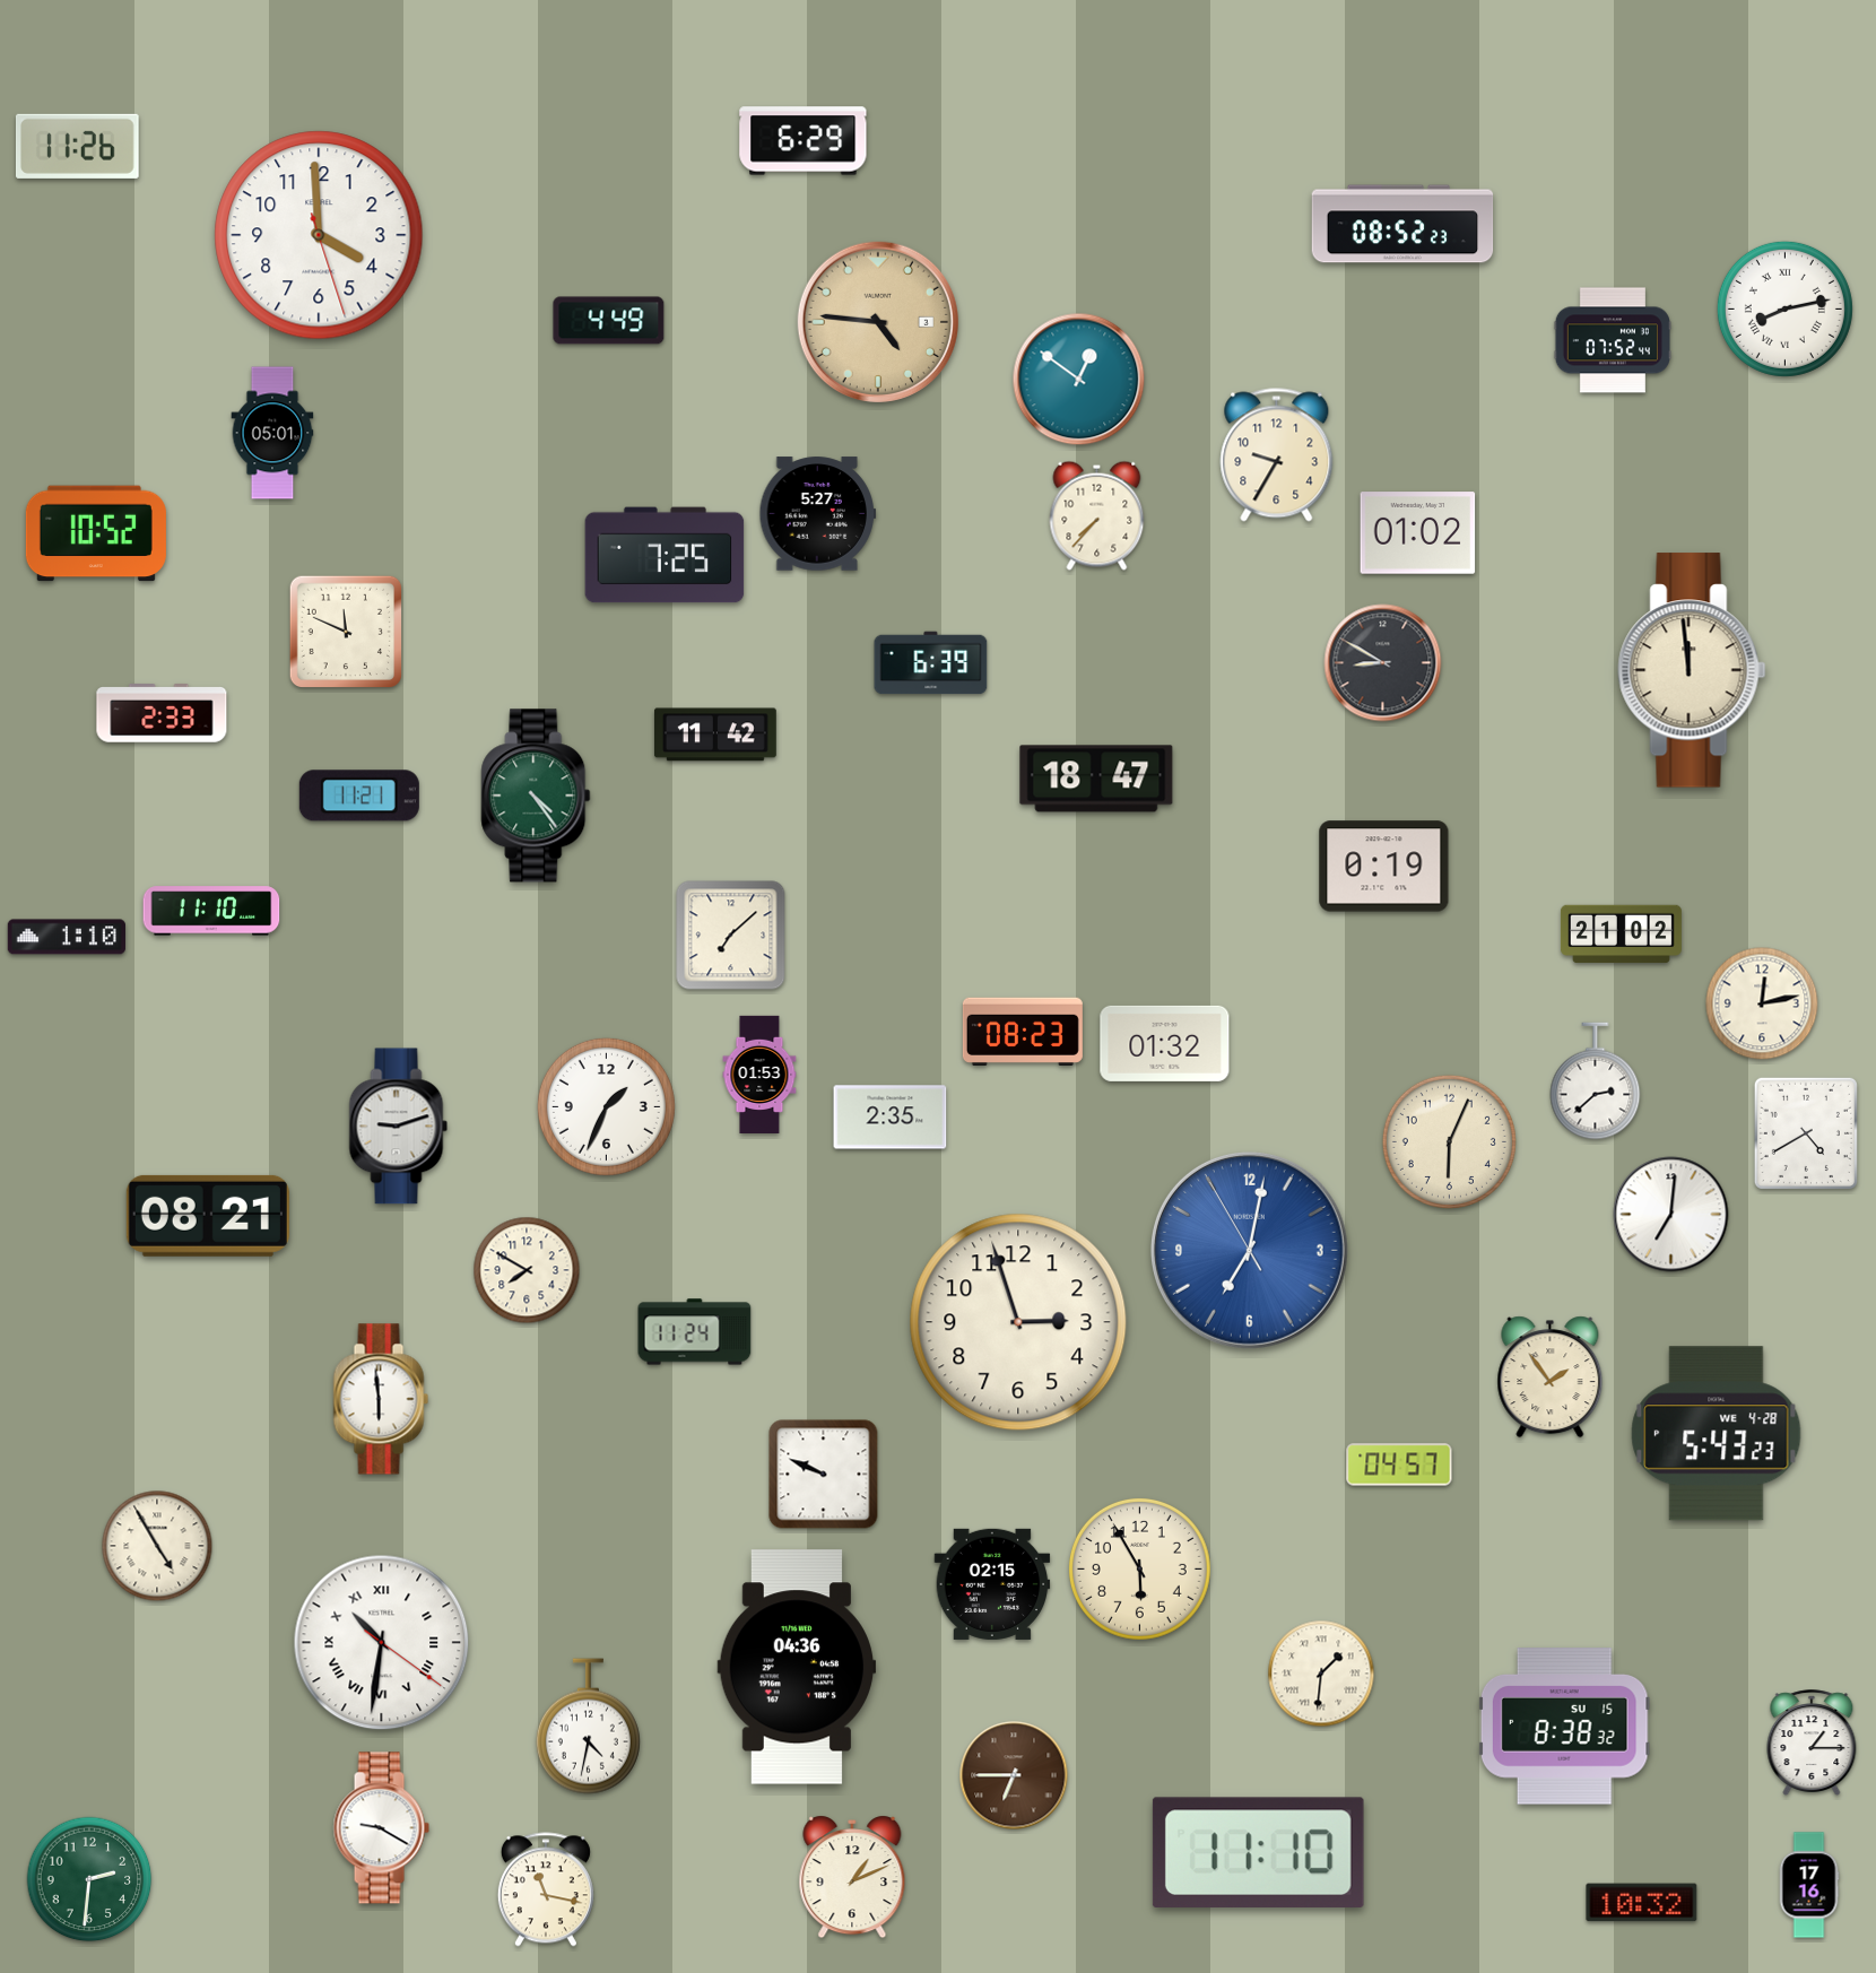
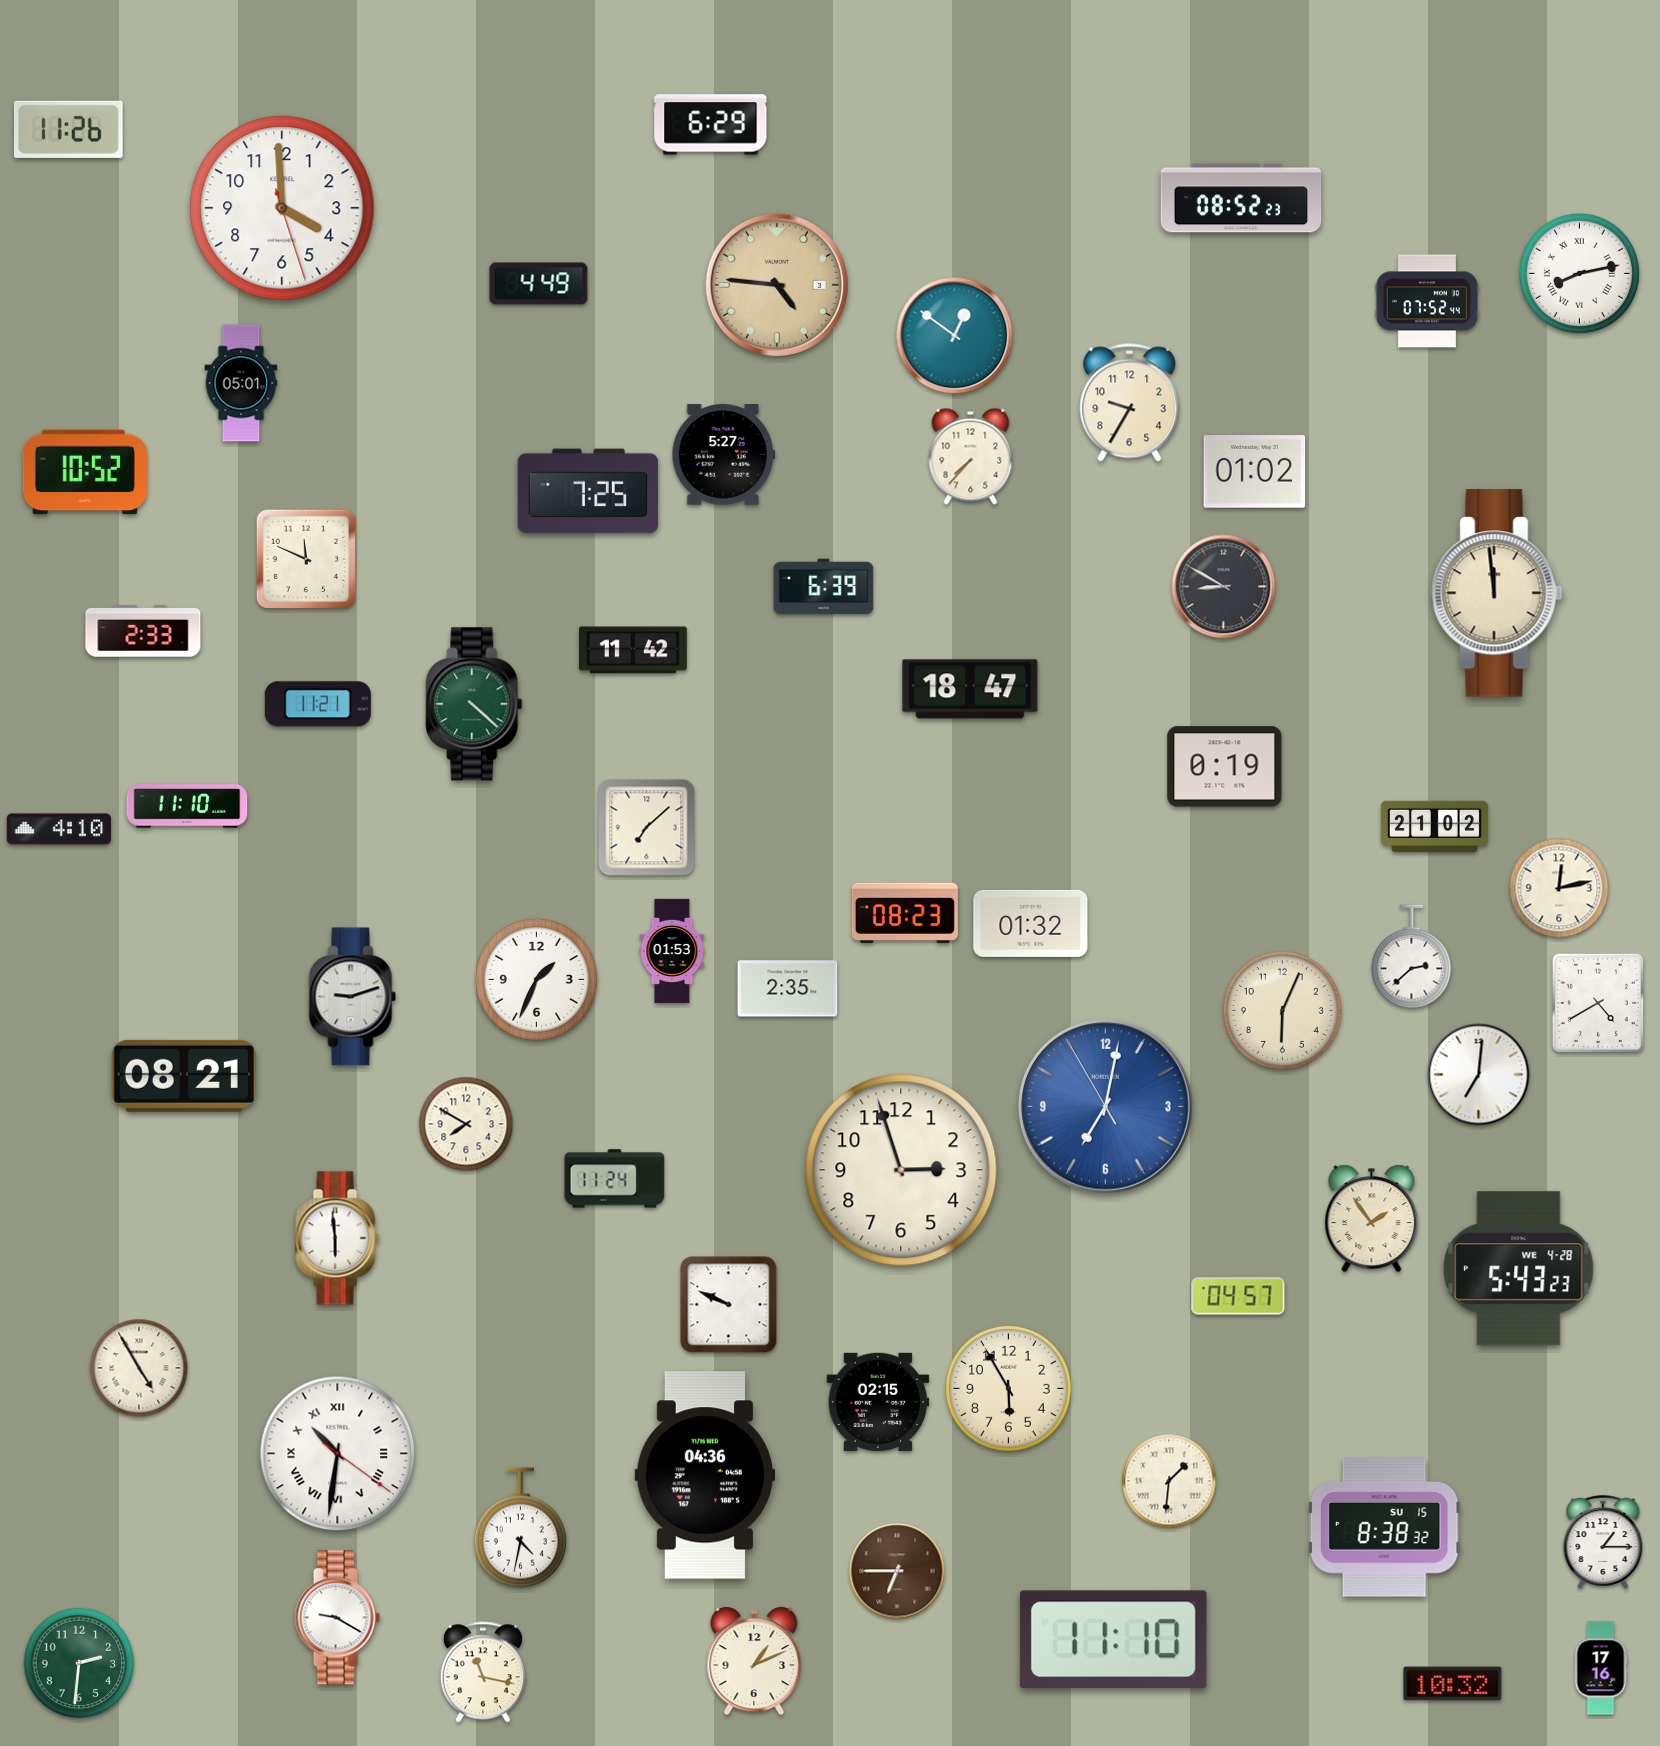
clock at (536, 796): 4:24 -> 4:22
clock at (67, 937): 1:10 -> 4:10
